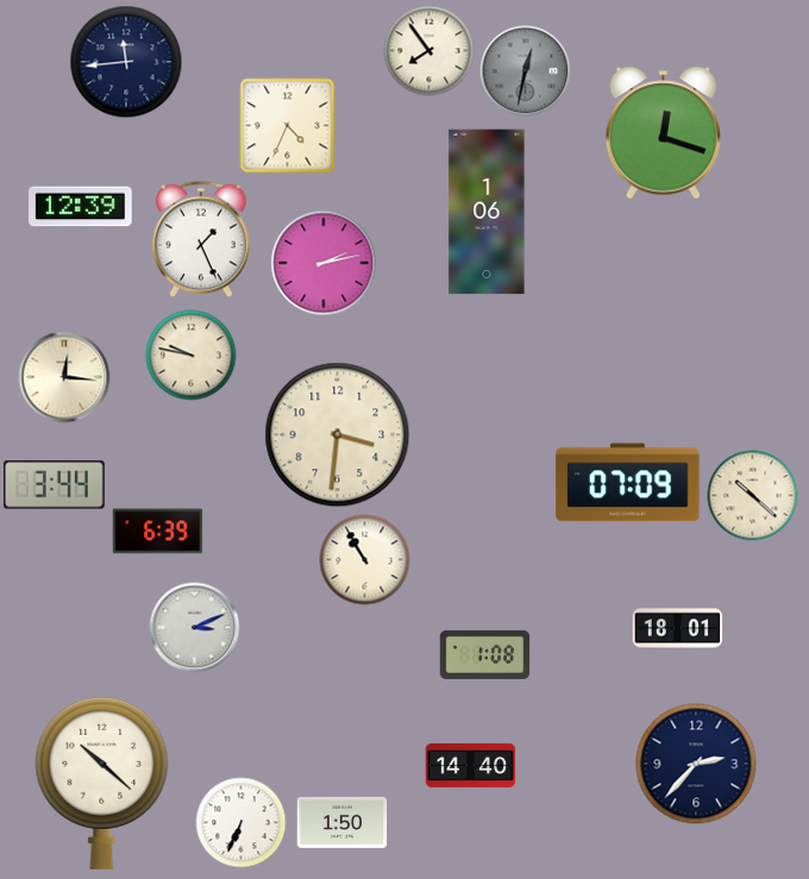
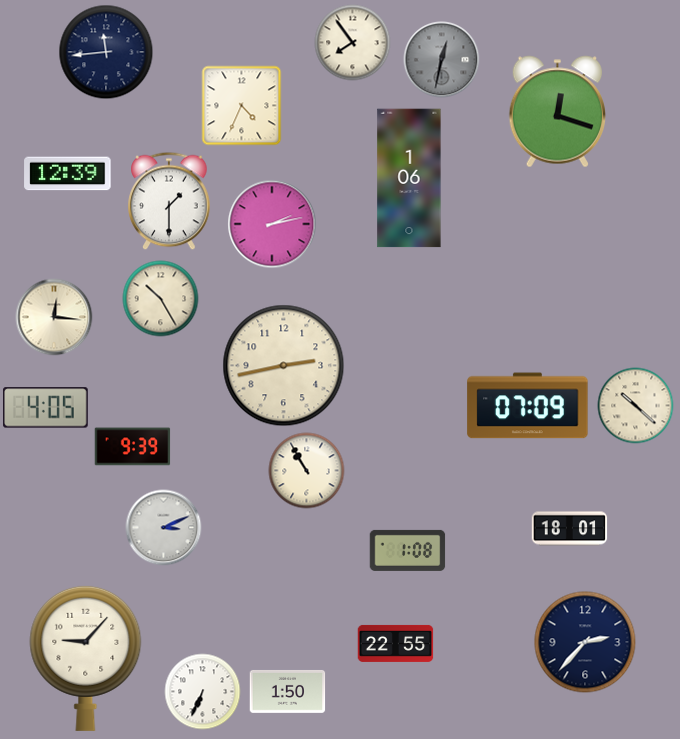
clock at (429, 51) position: (429, 51) -> (353, 43)
clock at (201, 239): 1:26 -> 1:30
clock at (324, 263) position: (324, 263) -> (272, 224)
clock at (192, 356): 9:47 -> 10:25
clock at (338, 435): 3:31 -> 2:43
clock at (55, 485): 3:44 -> 4:05
clock at (753, 496) position: (753, 496) -> (636, 406)
clock at (158, 532): 6:39 -> 9:39
clock at (471, 765): 14:40 -> 22:55
clock at (102, 783): 10:22 -> 9:07
